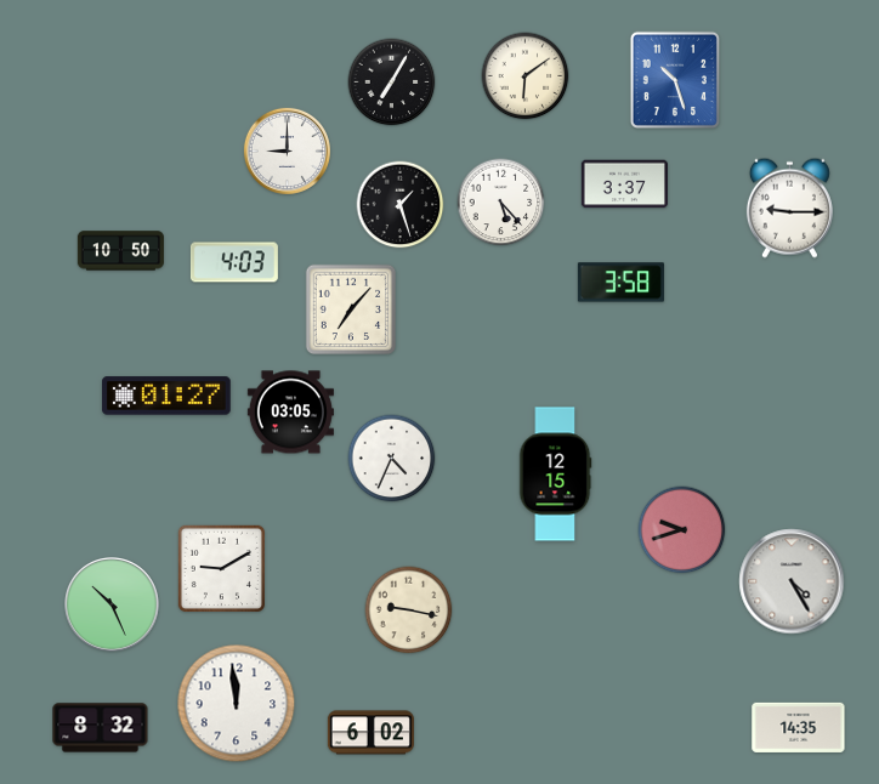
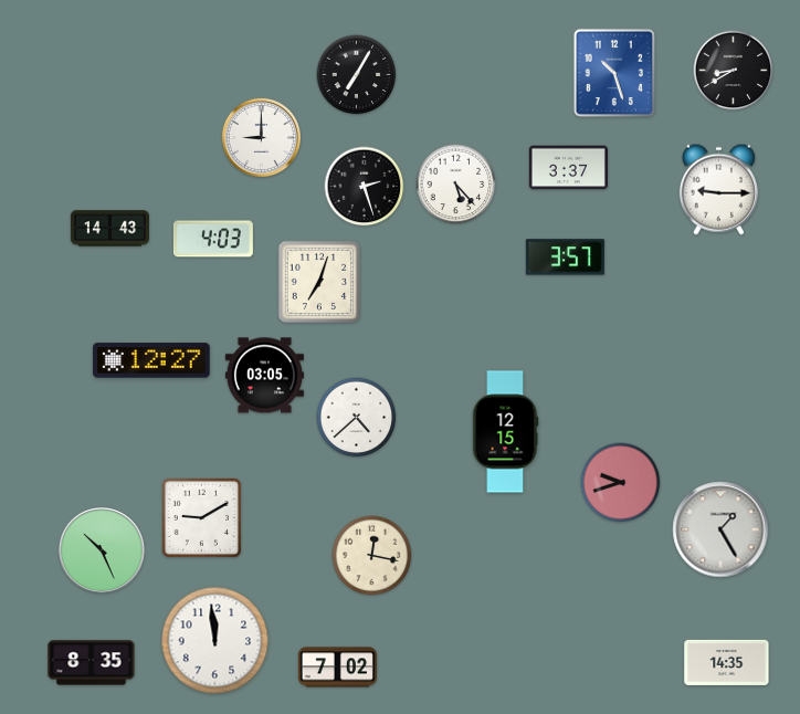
clock at (526, 76): 6:09 -> none
clock at (734, 71): none -> 8:40
clock at (401, 205): 1:27 -> 2:27
clock at (120, 251): 10:50 -> 14:43
clock at (620, 283): 3:58 -> 3:57
clock at (351, 309): 7:07 -> 7:03
clock at (166, 396): 01:27 -> 12:27
clock at (392, 459): 4:34 -> 4:38
clock at (792, 581): 4:25 -> 1:25
clock at (409, 610): 9:17 -> 12:17
clock at (101, 728): 8:32 -> 8:35
clock at (370, 733): 6:02 -> 7:02
